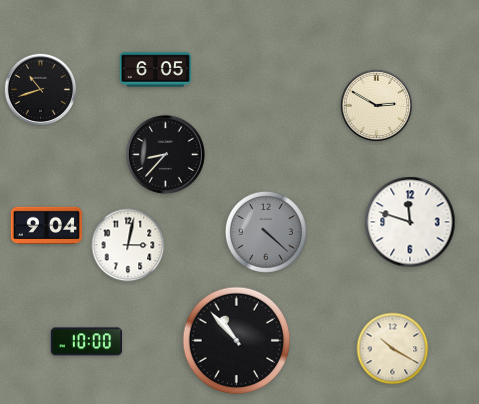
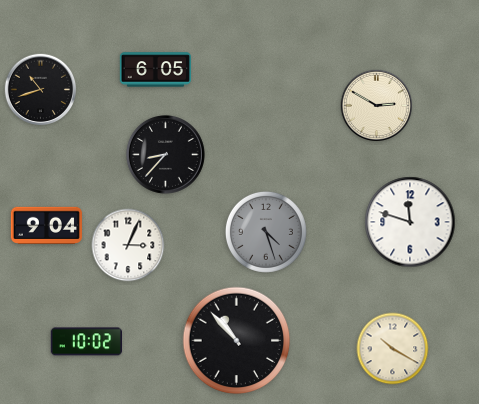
clock at (266, 232): 4:22 -> 4:27
clock at (128, 245): 3:02 -> 3:04
clock at (86, 342): 10:00 -> 10:02
